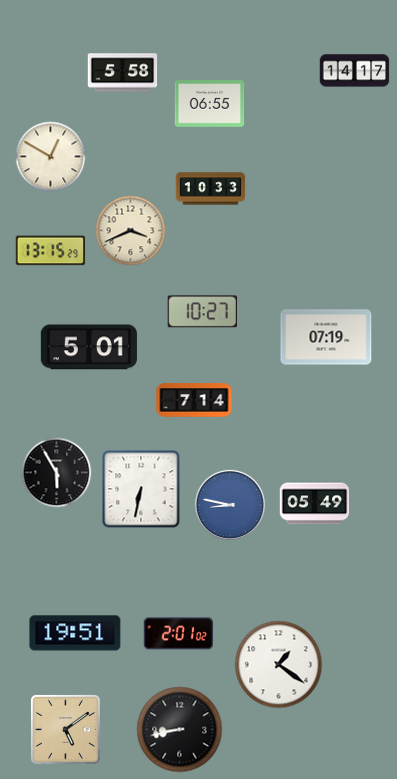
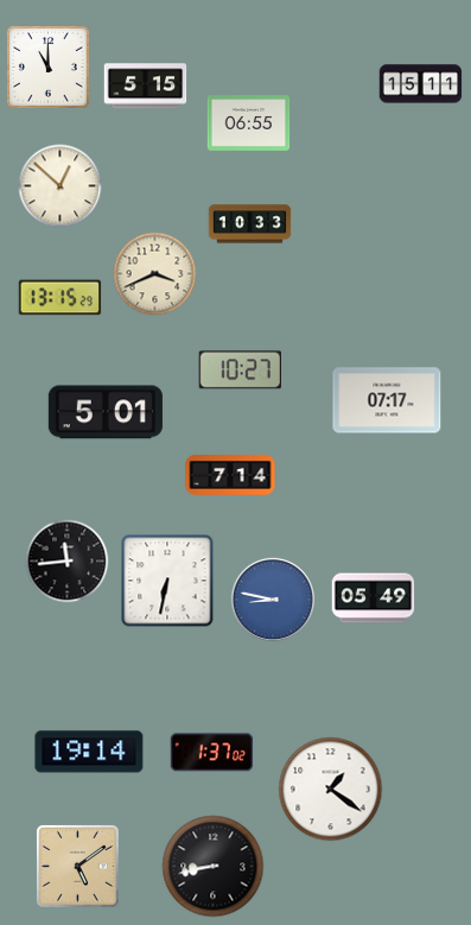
clock at (47, 66): none -> 11:00
clock at (355, 71): 14:17 -> 15:11
clock at (123, 73): 5:58 -> 5:15
clock at (51, 157): 12:50 -> 12:52
clock at (326, 337): 07:19 -> 07:17
clock at (57, 473): 5:55 -> 11:44
clock at (75, 633): 19:51 -> 19:14
clock at (179, 634): 2:01 -> 1:37
